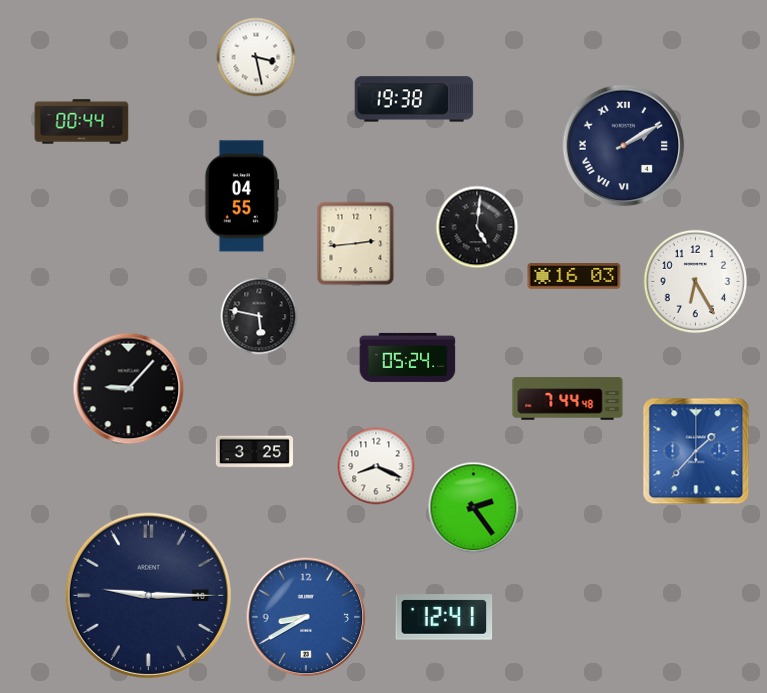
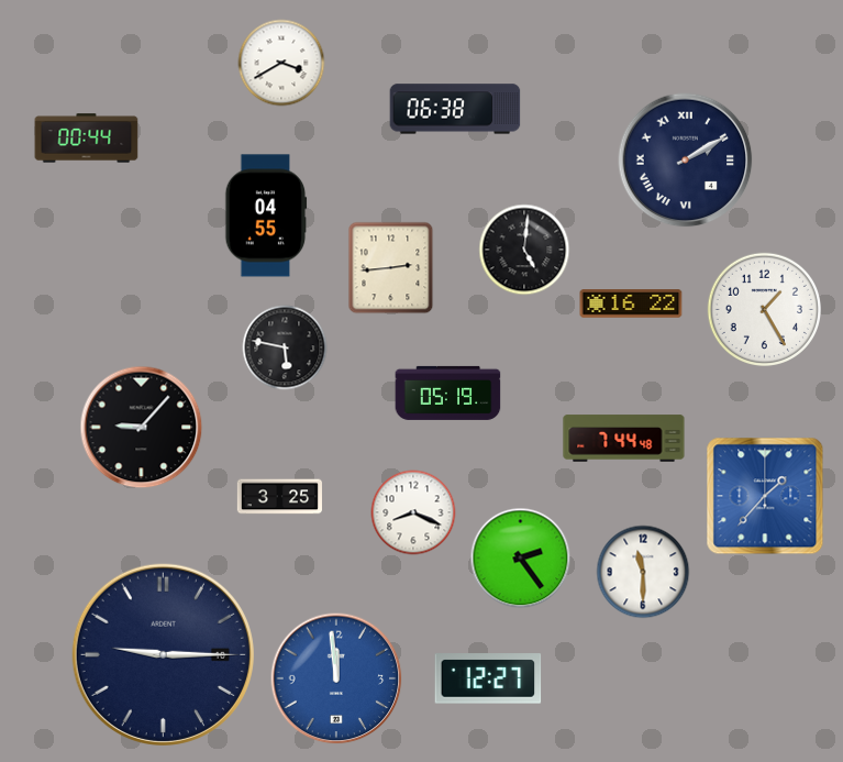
clock at (256, 57): 3:28 -> 3:40
clock at (414, 99): 19:38 -> 06:38
clock at (82, 122) position: (82, 122) -> (87, 139)
clock at (574, 276): 16:03 -> 16:22
clock at (695, 281): 6:25 -> 1:25
clock at (408, 357): 05:24 -> 05:19
clock at (643, 572): none -> 11:30
clock at (306, 617): 8:40 -> 11:59
clock at (444, 617): 12:41 -> 12:27
